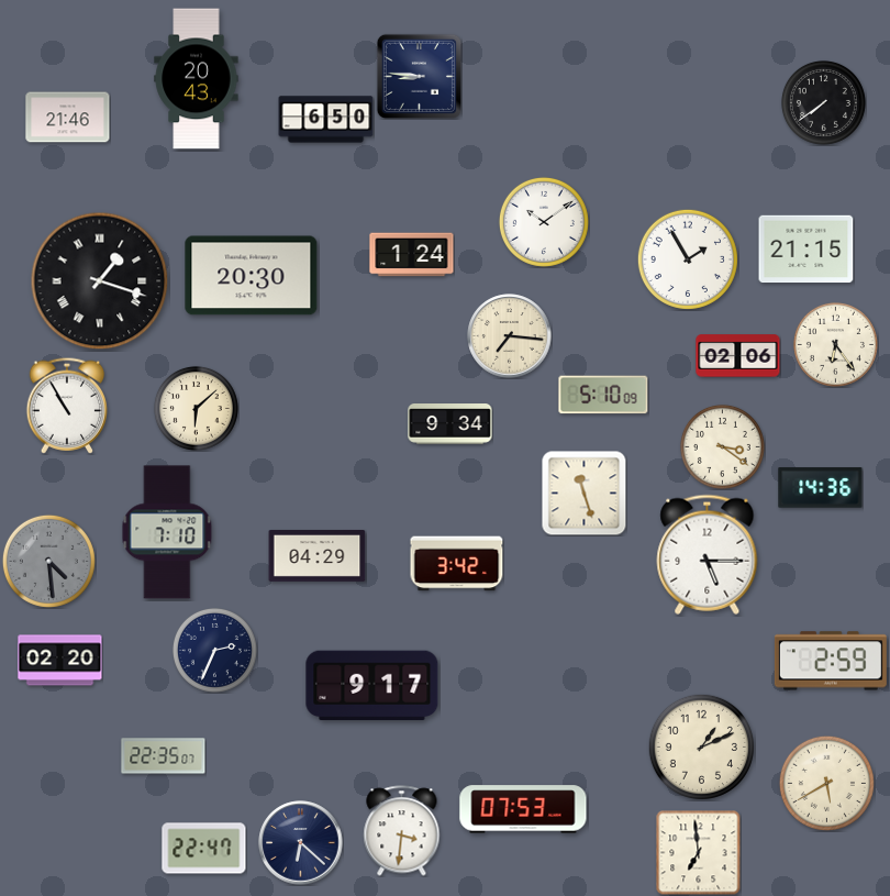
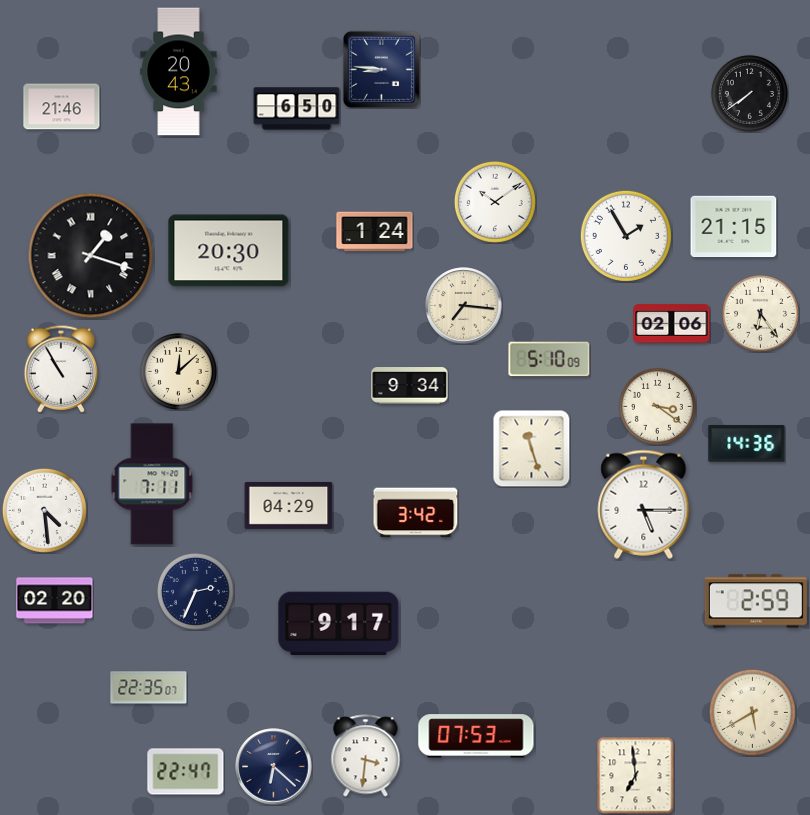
clock at (196, 408): 6:08 -> 12:08
clock at (167, 532): 7:10 -> 7:11
clock at (48, 561) dial: grey -> white
clock at (701, 746): 1:11 -> none
